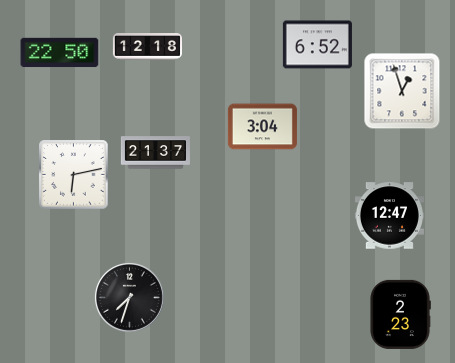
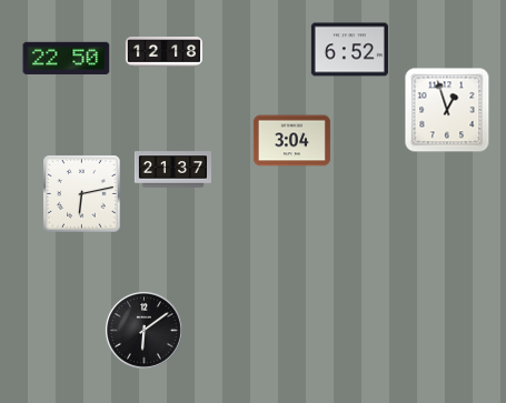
clock at (317, 45) position: (317, 45) -> (349, 50)
clock at (402, 91) position: (402, 91) -> (447, 110)
clock at (389, 216): 12:47 -> none
clock at (129, 297): 7:33 -> 6:09
clock at (400, 314): 2:23 -> none
